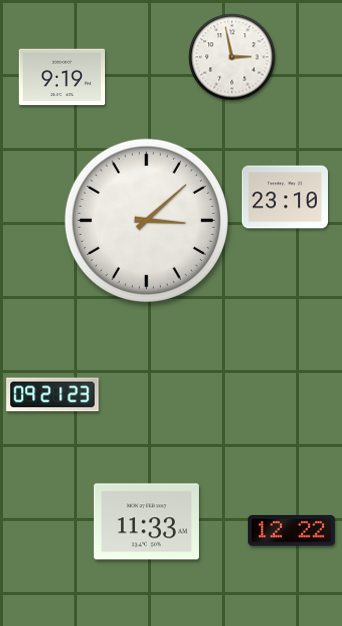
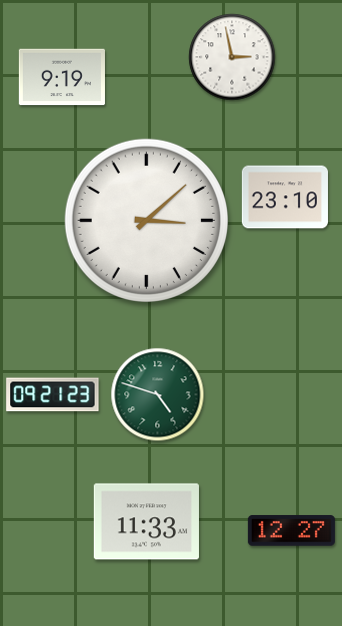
clock at (158, 395): none -> 4:48
clock at (291, 531): 12:22 -> 12:27
